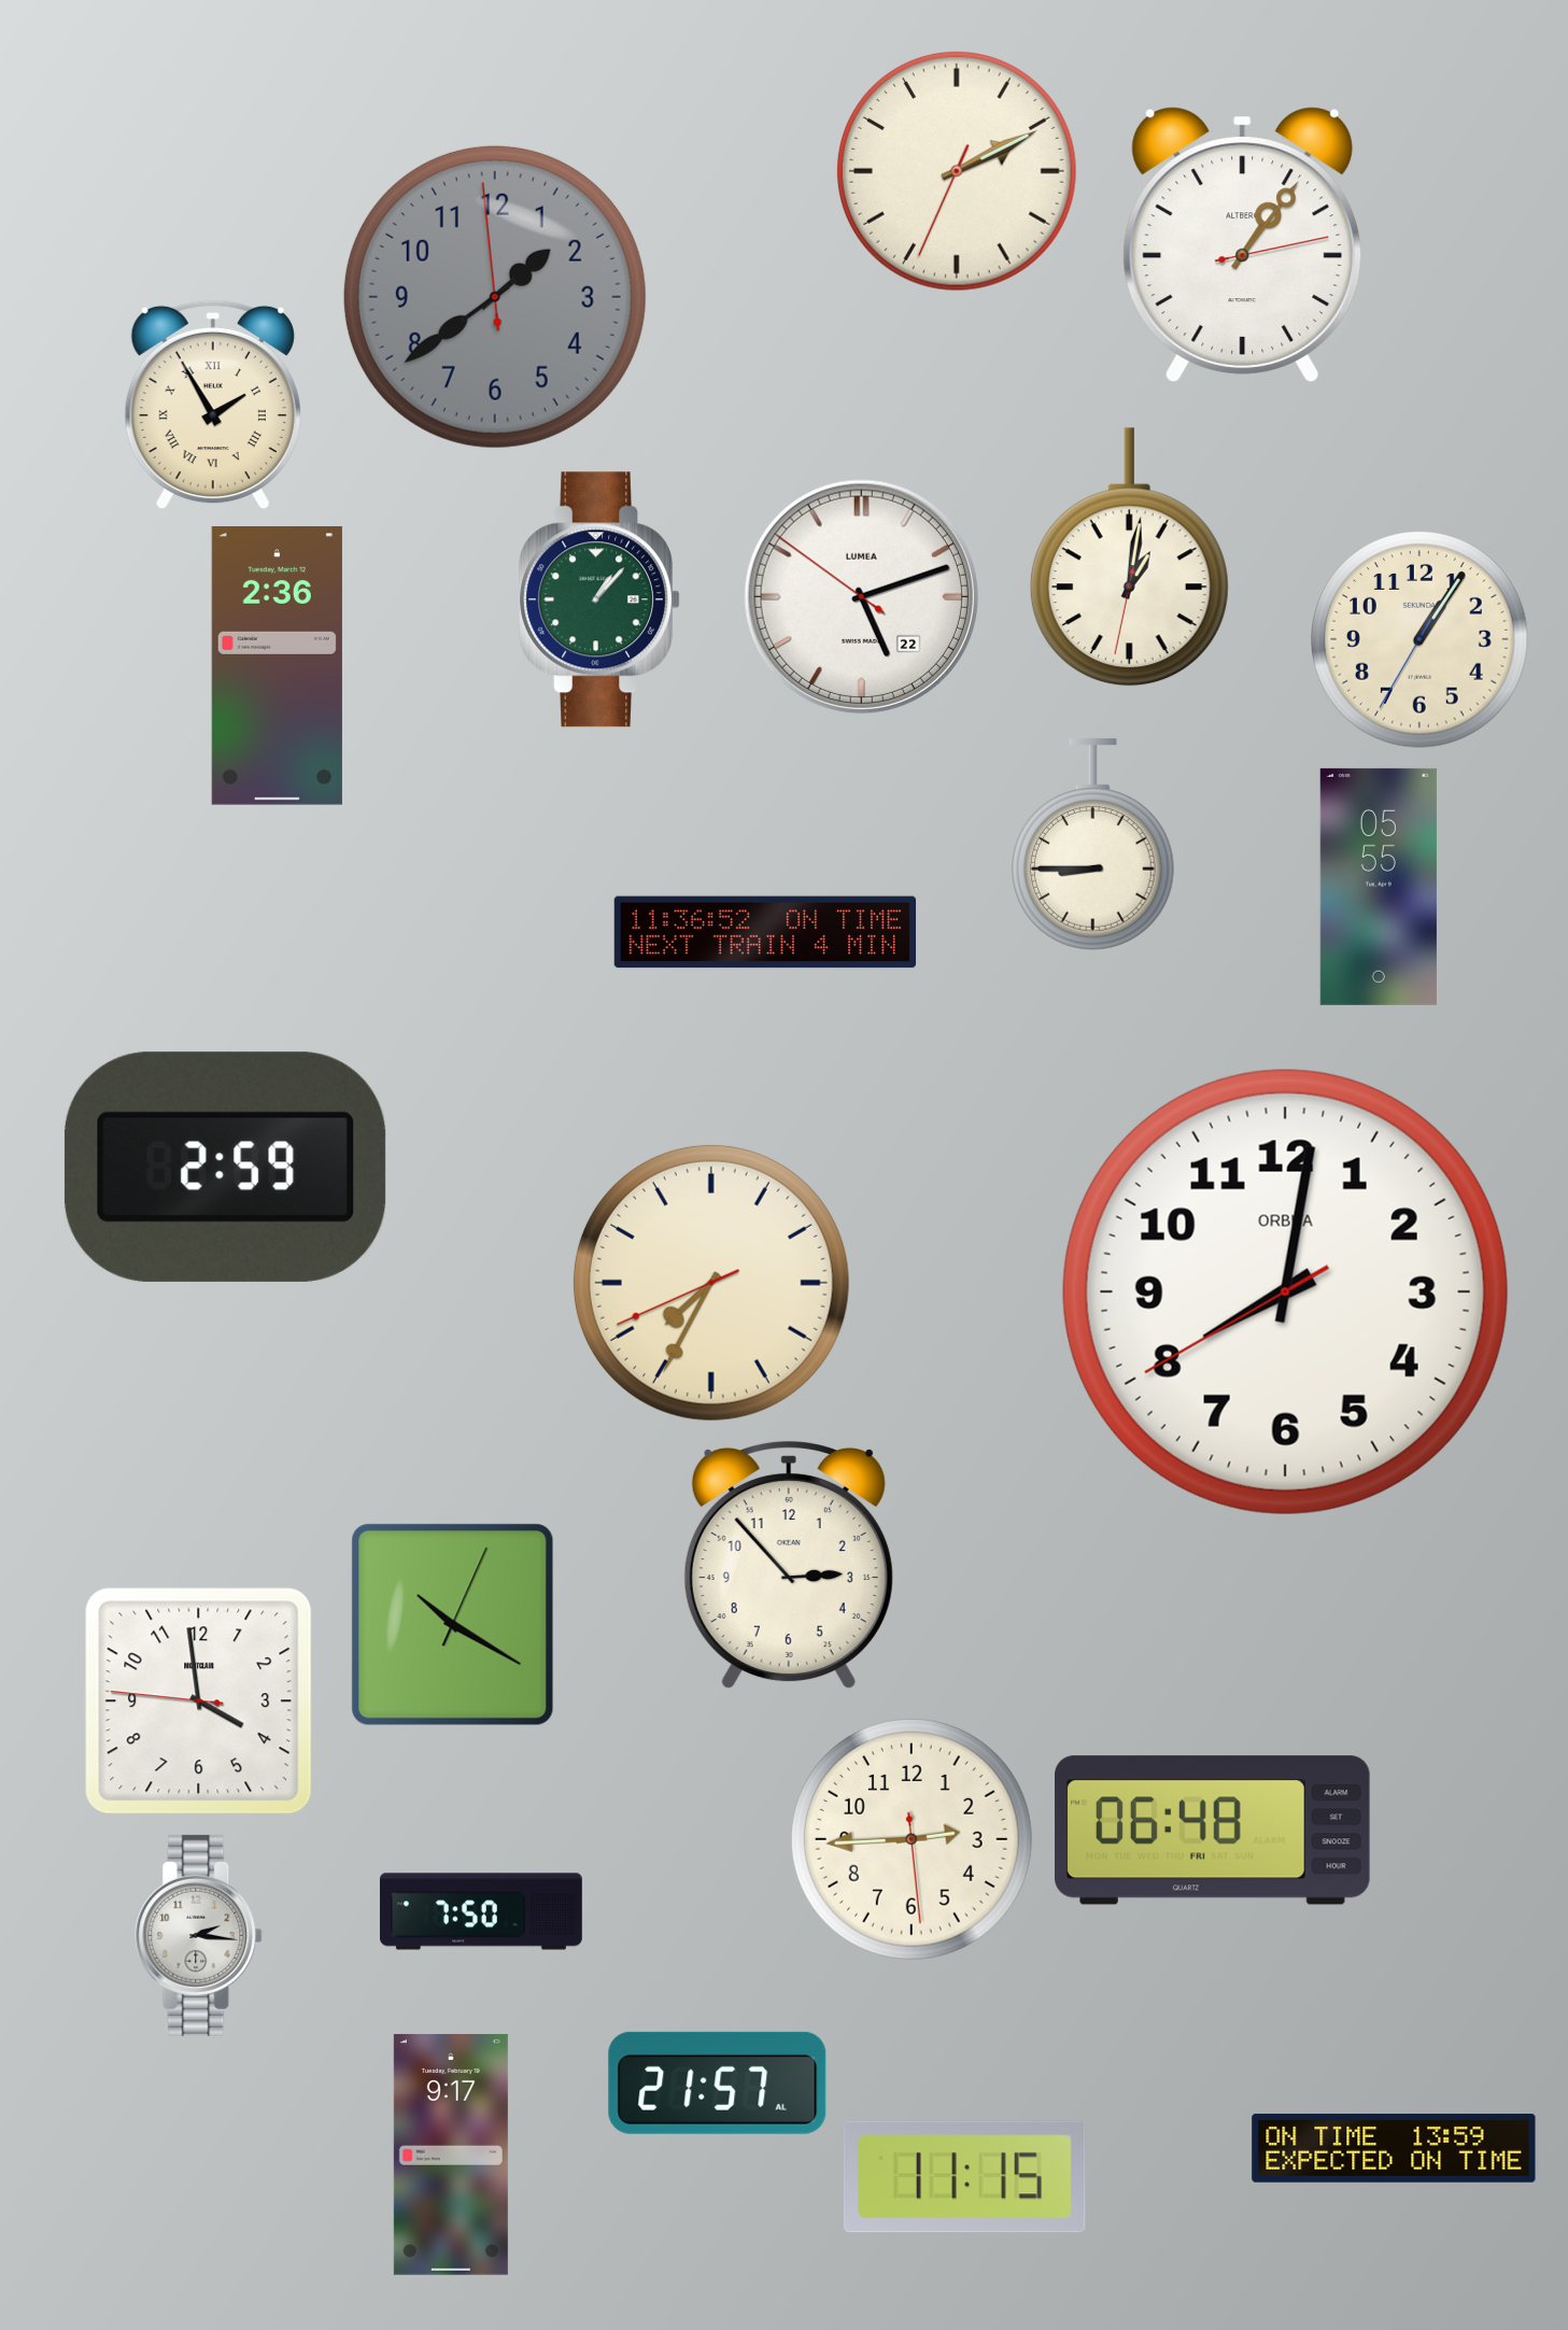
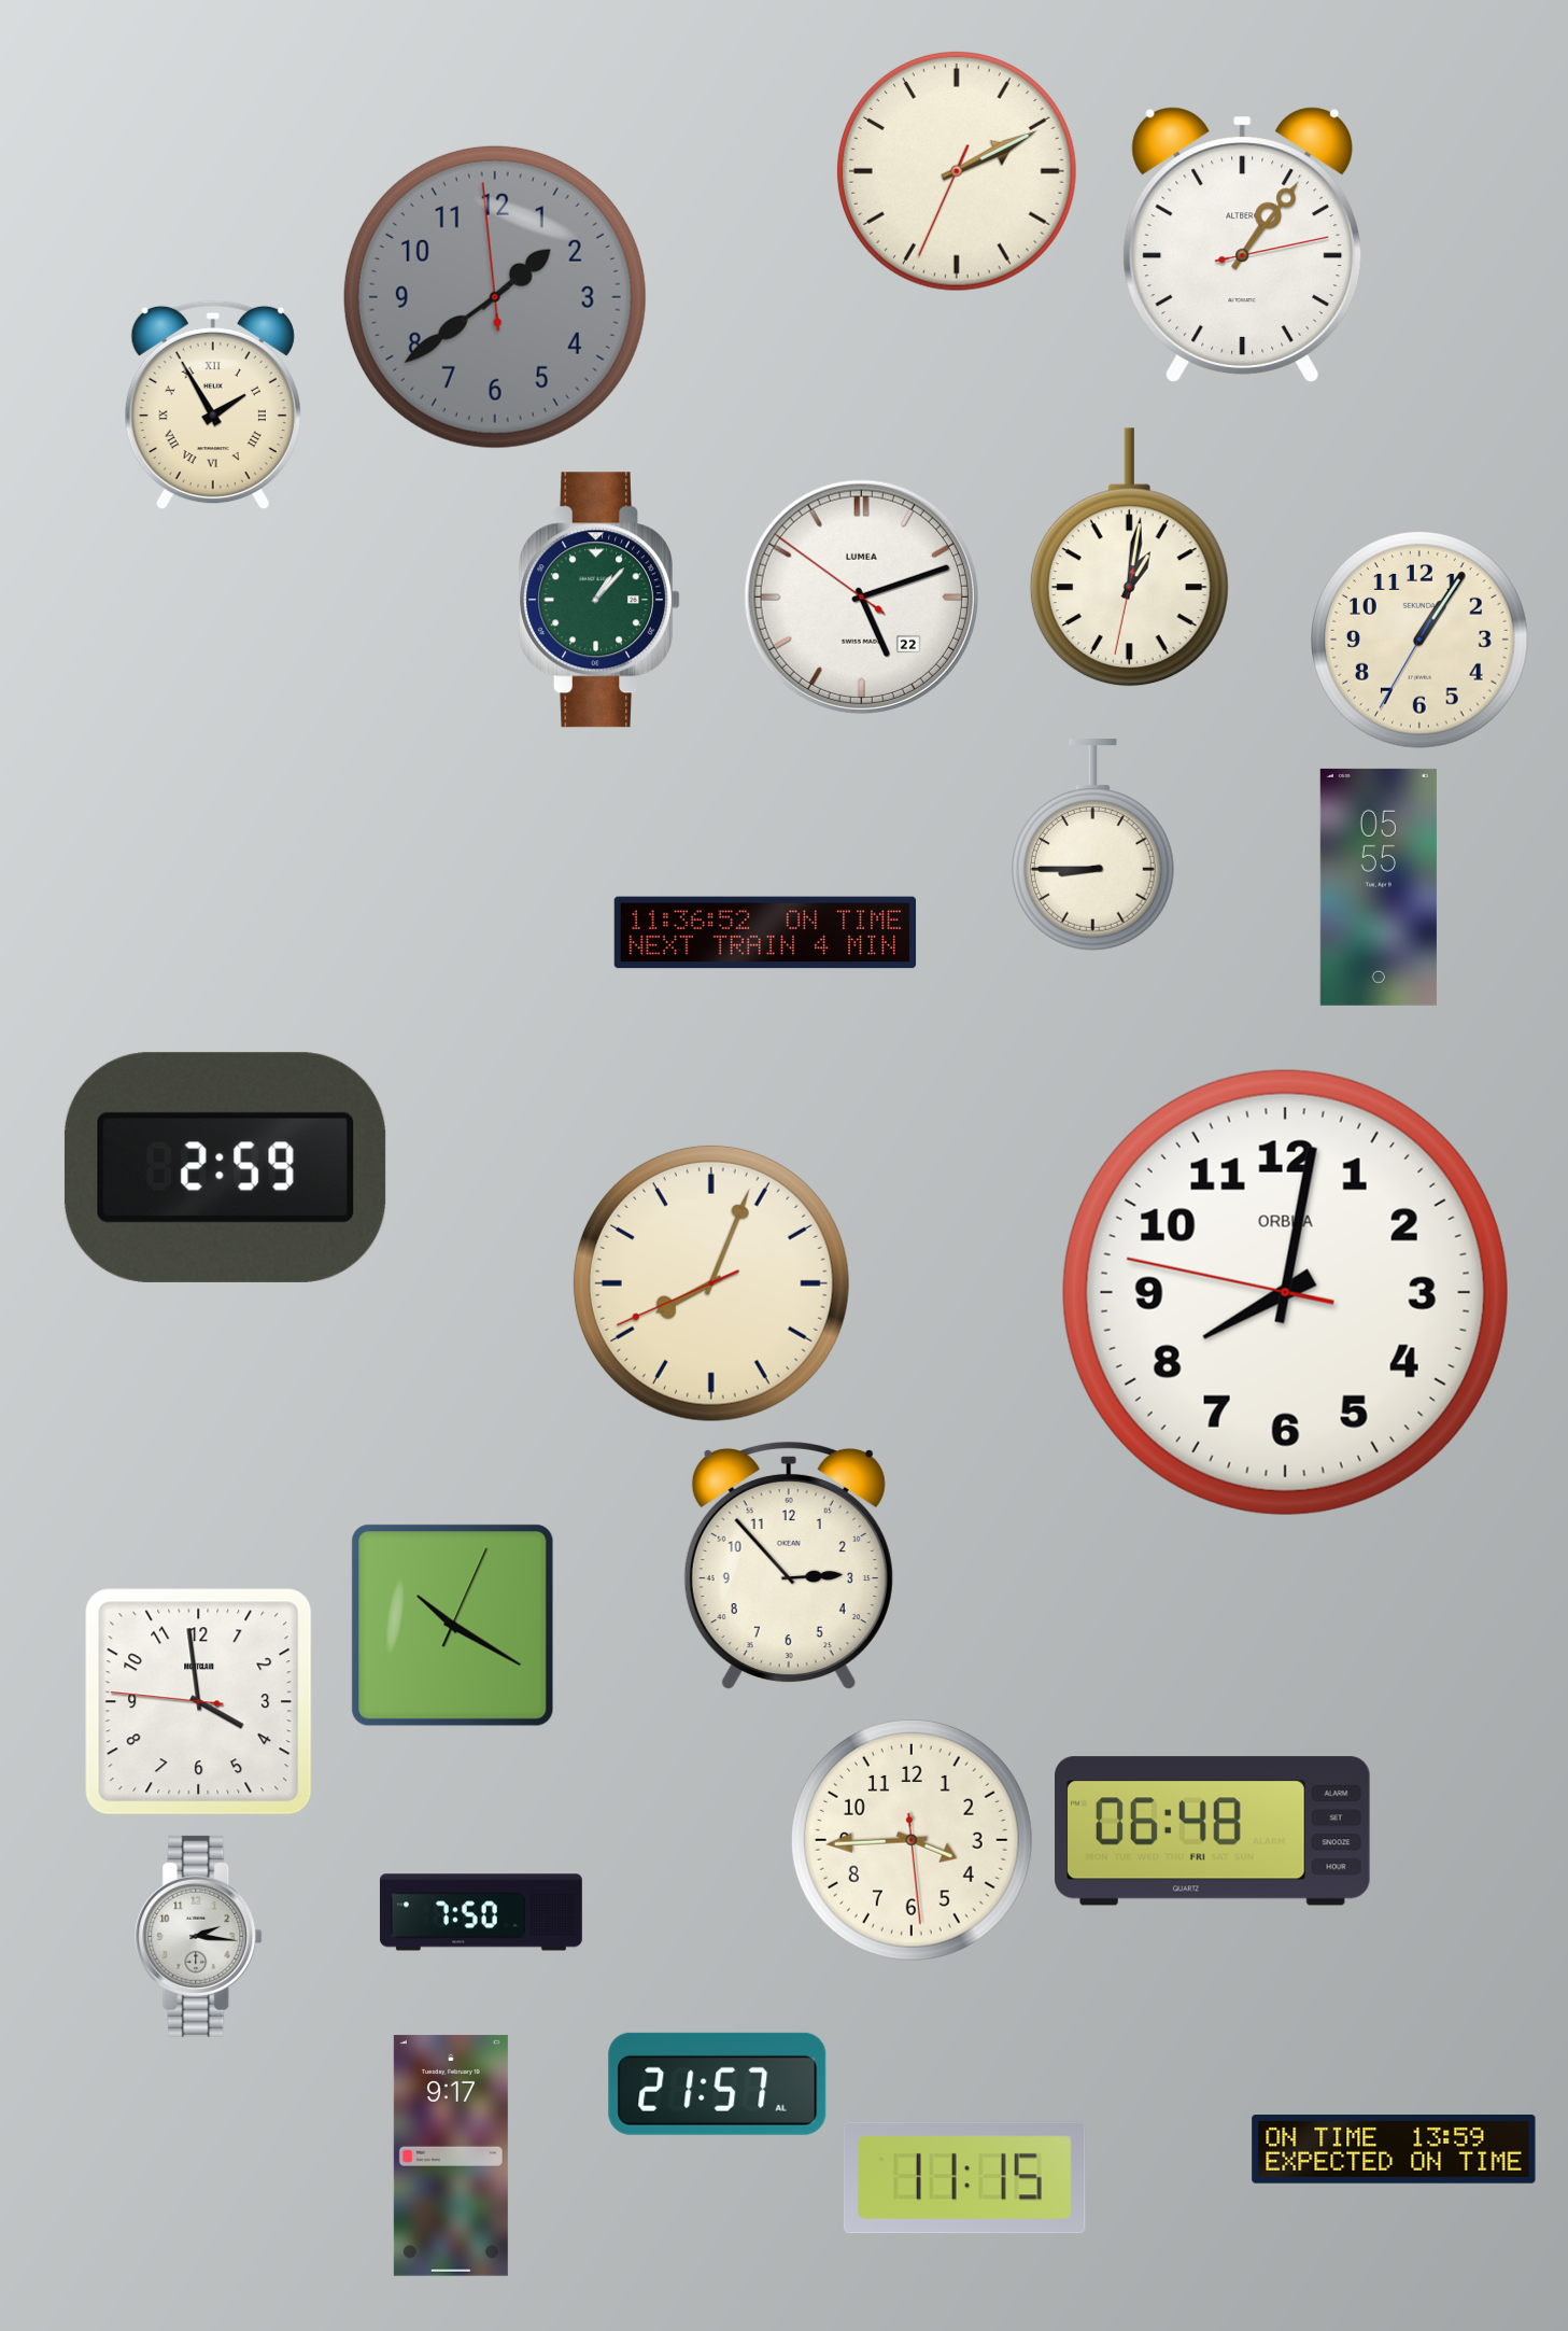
clock at (277, 666): 2:36 -> none
clock at (711, 1283): 7:34 -> 8:03
clock at (1285, 1291): 8:01:40 -> 8:01:47
clock at (912, 1839): 2:44 -> 3:44
